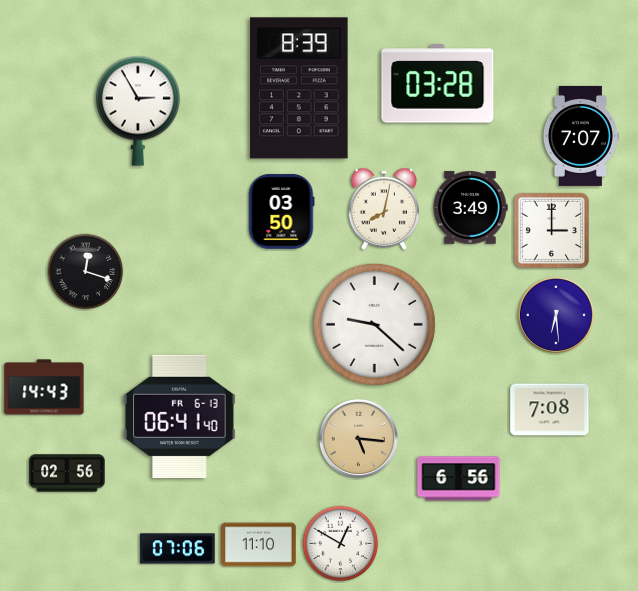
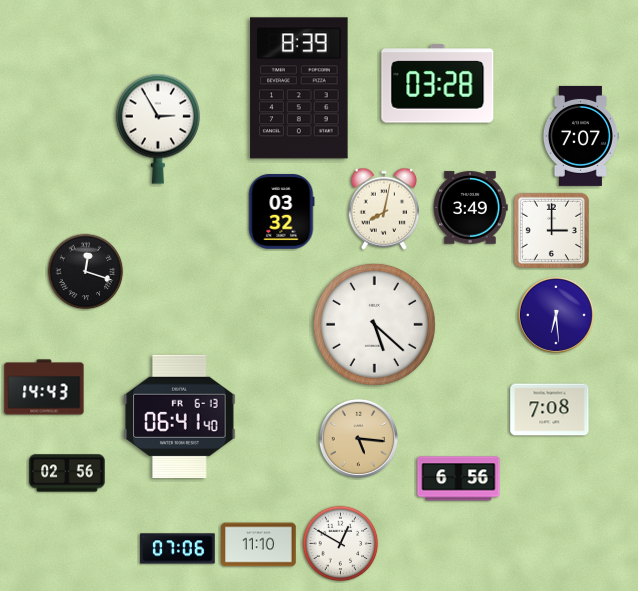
clock at (138, 111) position: (138, 111) -> (158, 129)
clock at (282, 212): 03:50 -> 03:32
clock at (374, 324): 9:22 -> 5:22
